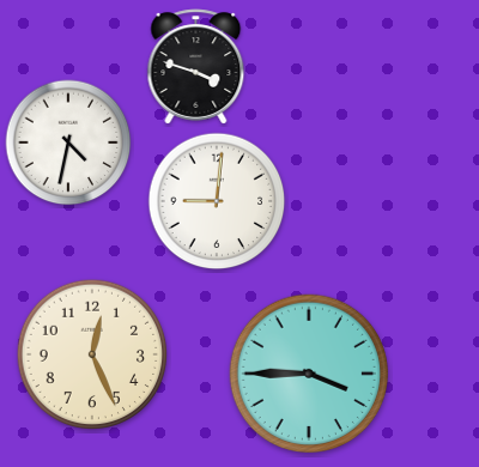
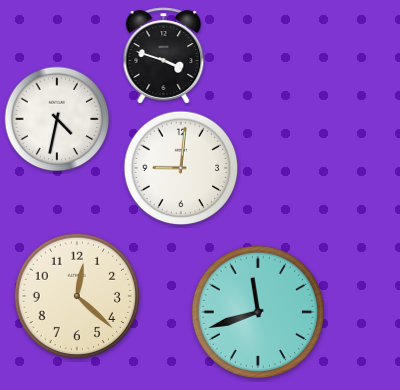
clock at (92, 354): 12:26 -> 12:22
clock at (308, 372): 3:45 -> 11:42
